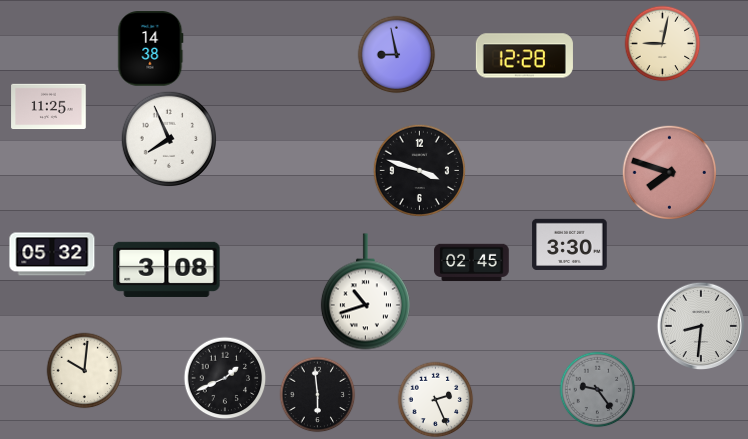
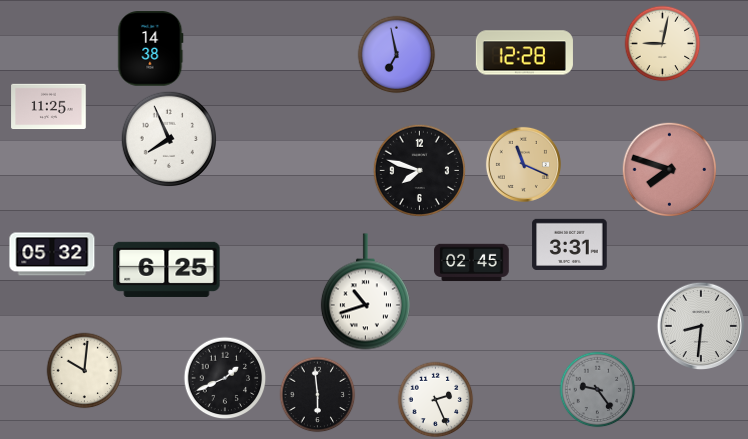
clock at (397, 55): 8:58 -> 6:58
clock at (524, 56) position: (524, 56) -> (524, 53)
clock at (523, 164): none -> 11:19
clock at (419, 170): 3:48 -> 7:48
clock at (669, 172) position: (669, 172) -> (669, 169)
clock at (570, 244): 3:30 -> 3:31
clock at (167, 269): 3:08 -> 6:25
